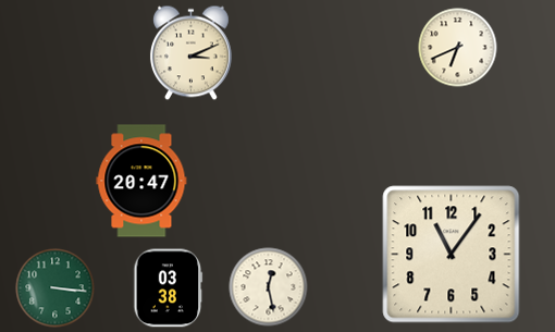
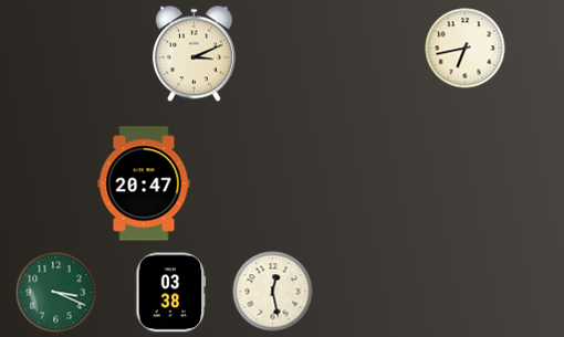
clock at (458, 48): 6:41 -> 6:43
clock at (452, 255): 11:06 -> none
clock at (55, 288): 3:16 -> 3:19
